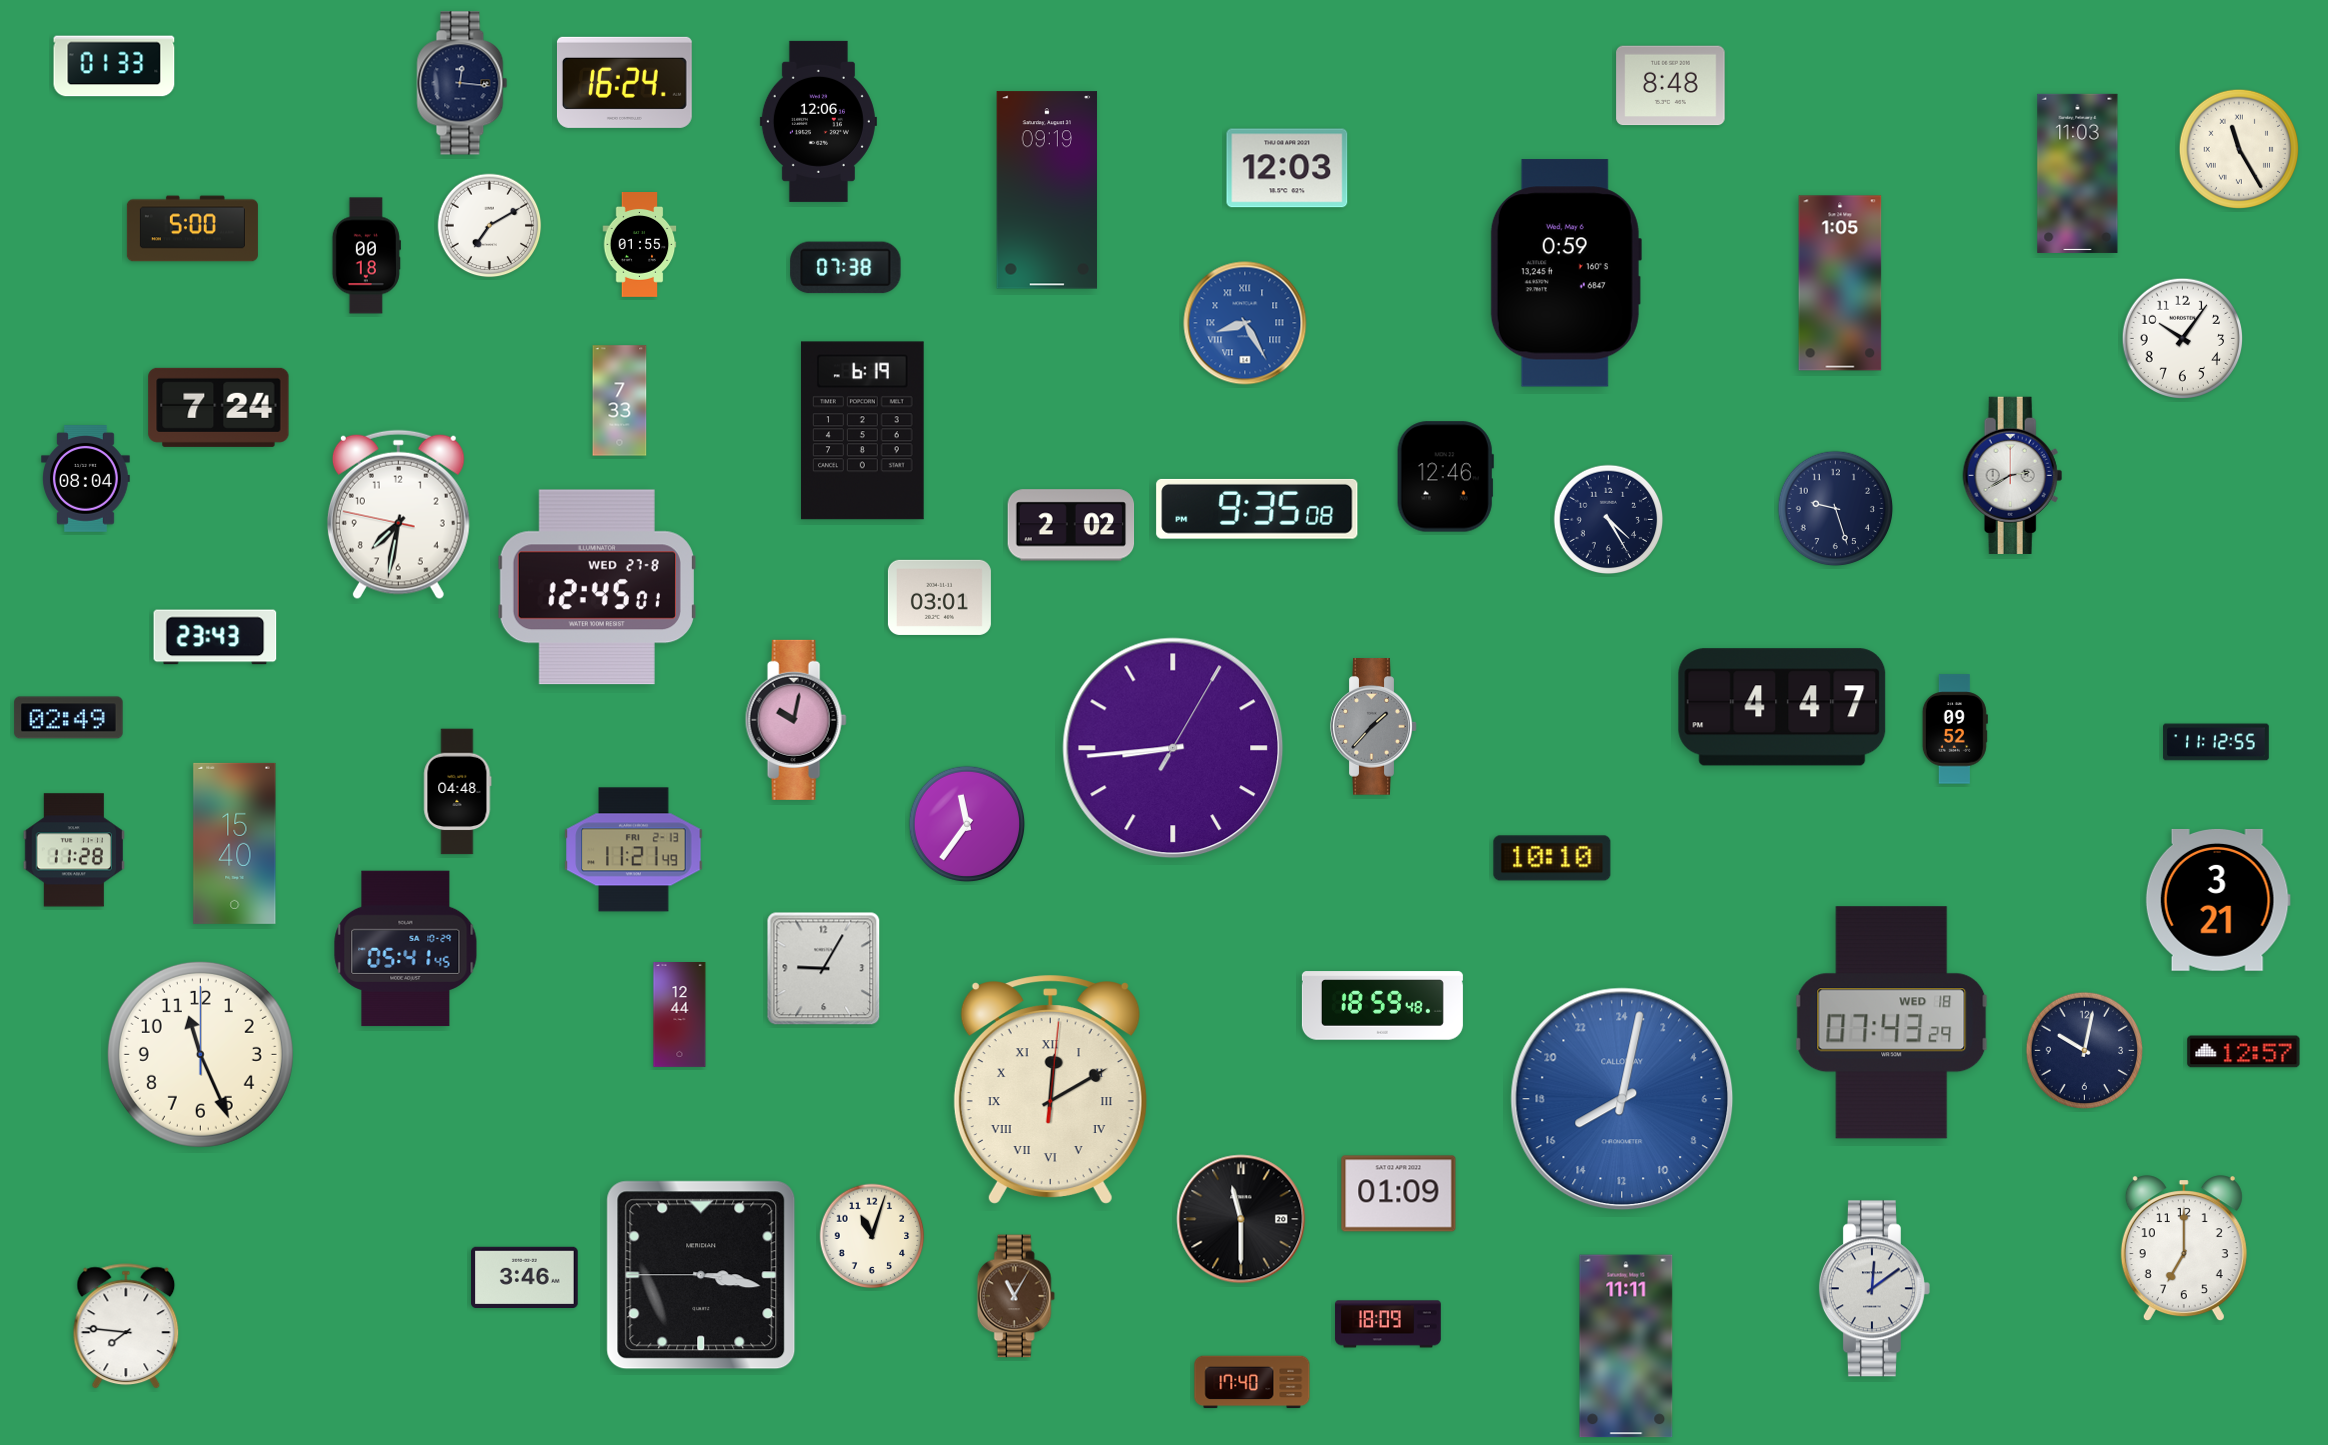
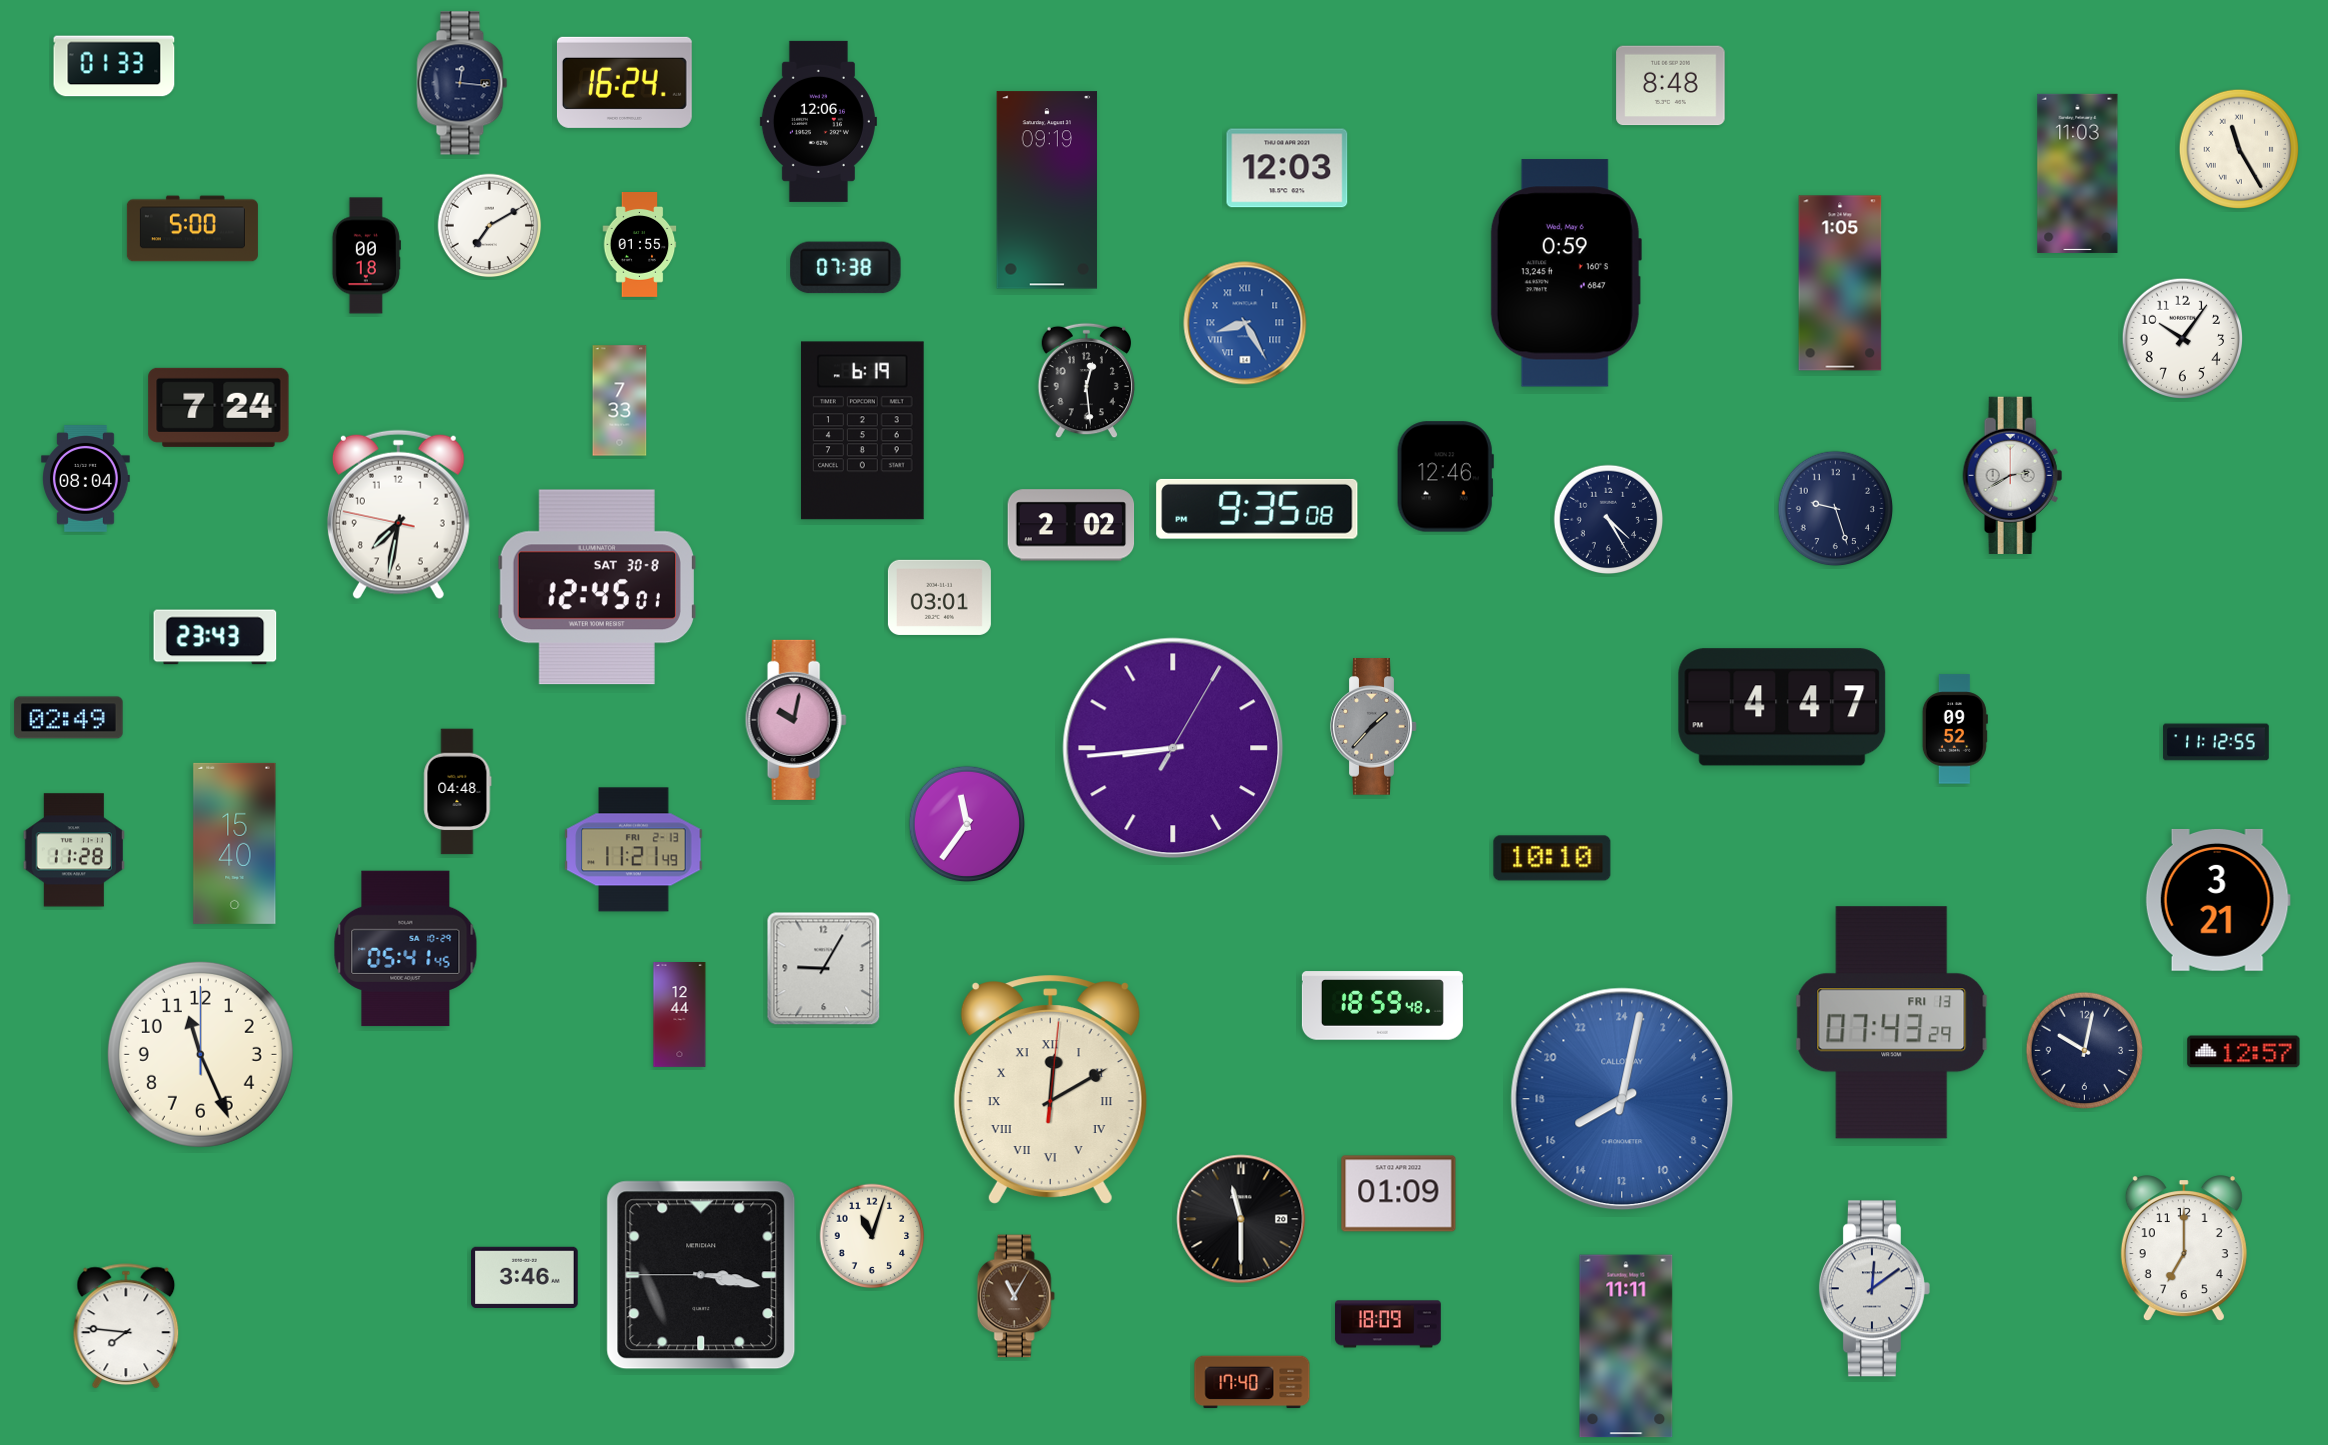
clock at (1086, 381): none -> 12:29
clock at (597, 587) date: WED 27-8 -> SAT 30-8
clock at (1892, 1023) date: WED 18 -> FRI 13
